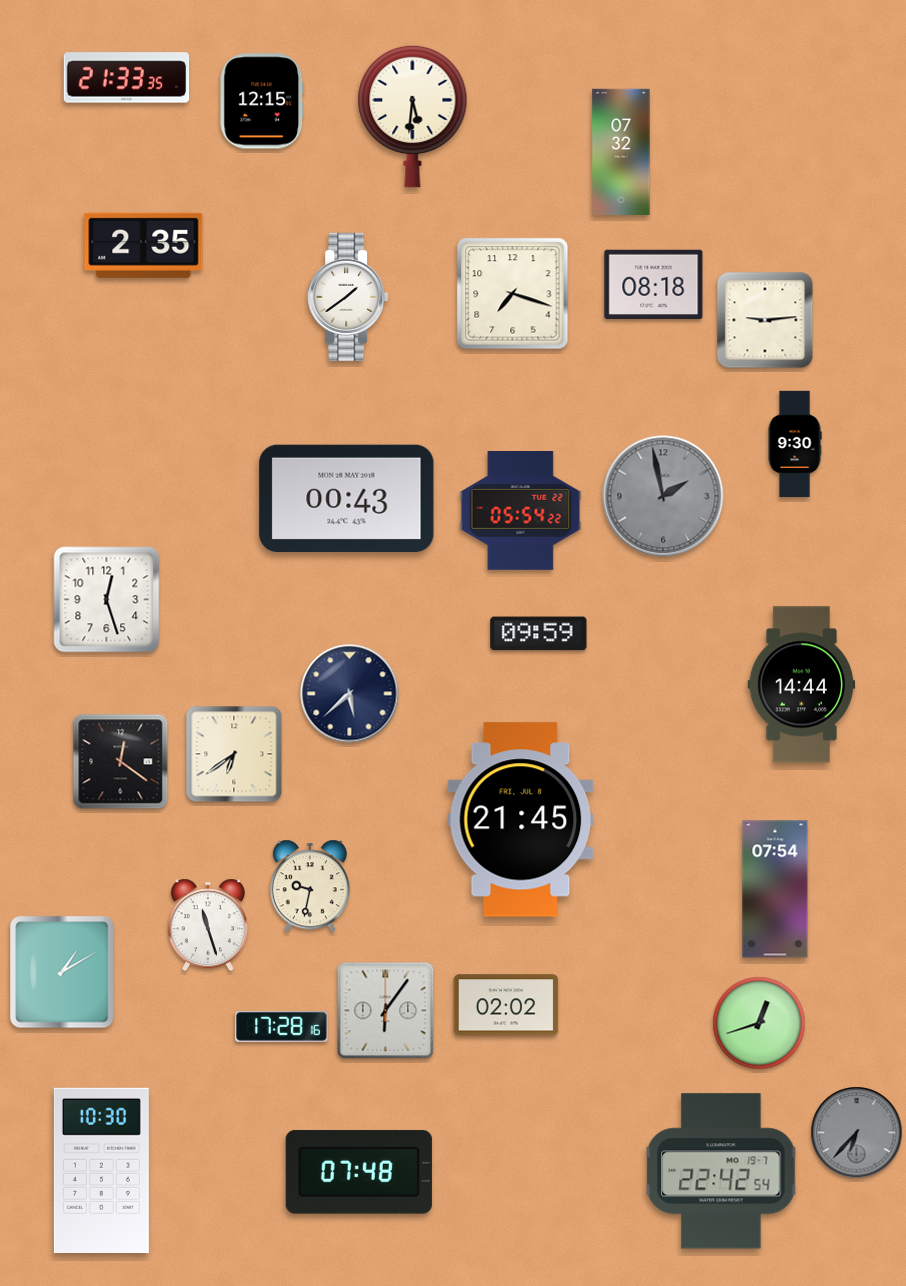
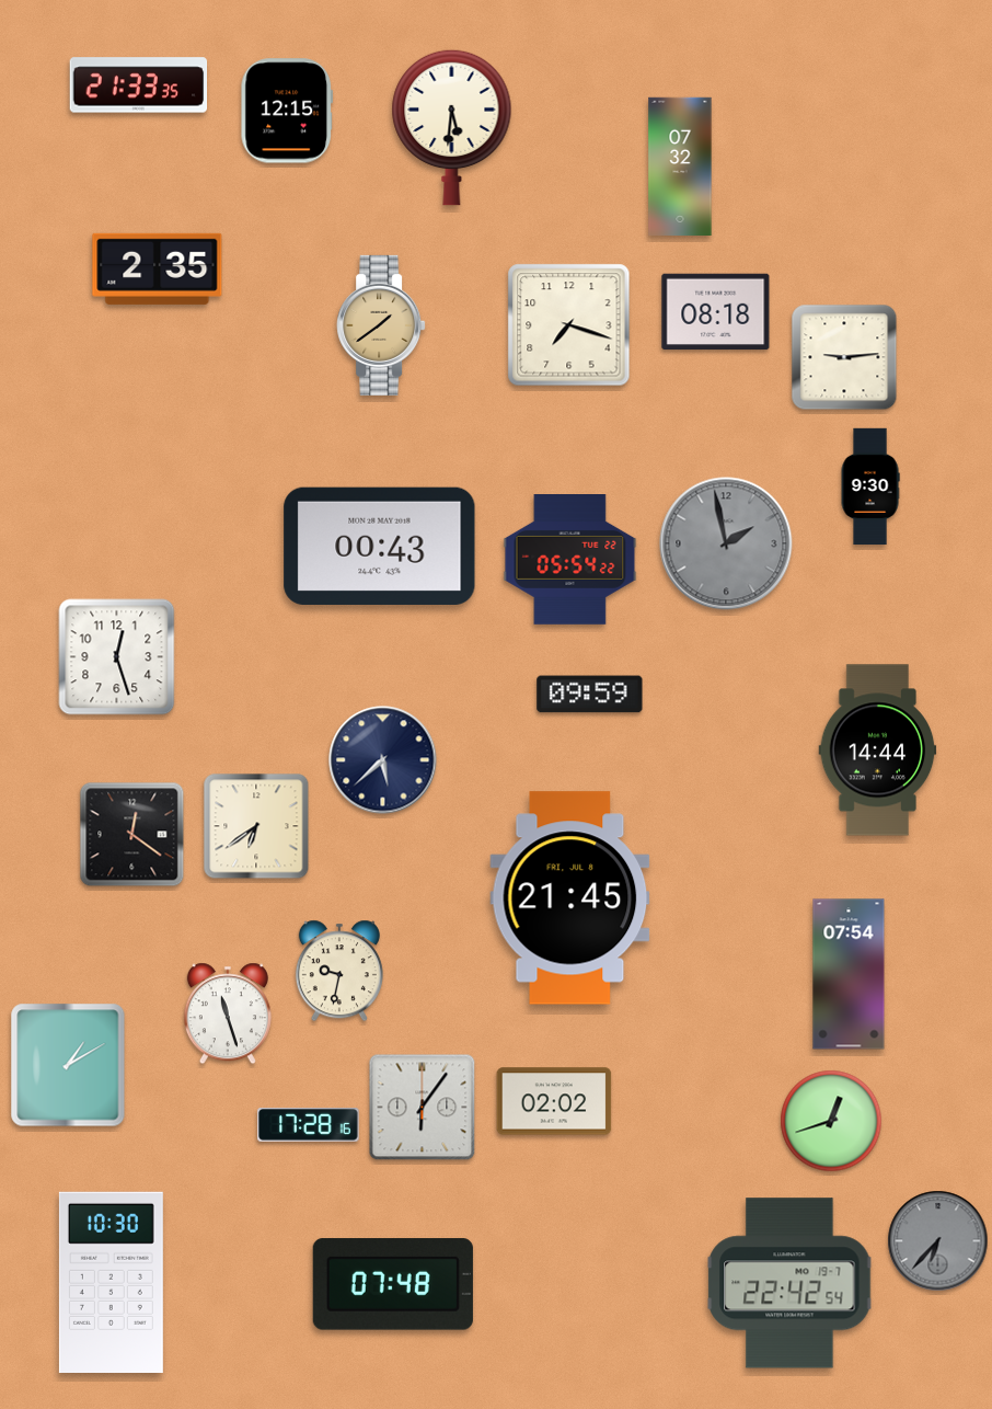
clock at (513, 294) position: (513, 294) -> (569, 325)
clock at (348, 297) dial: white -> champagne
clock at (765, 320) position: (765, 320) -> (844, 357)
